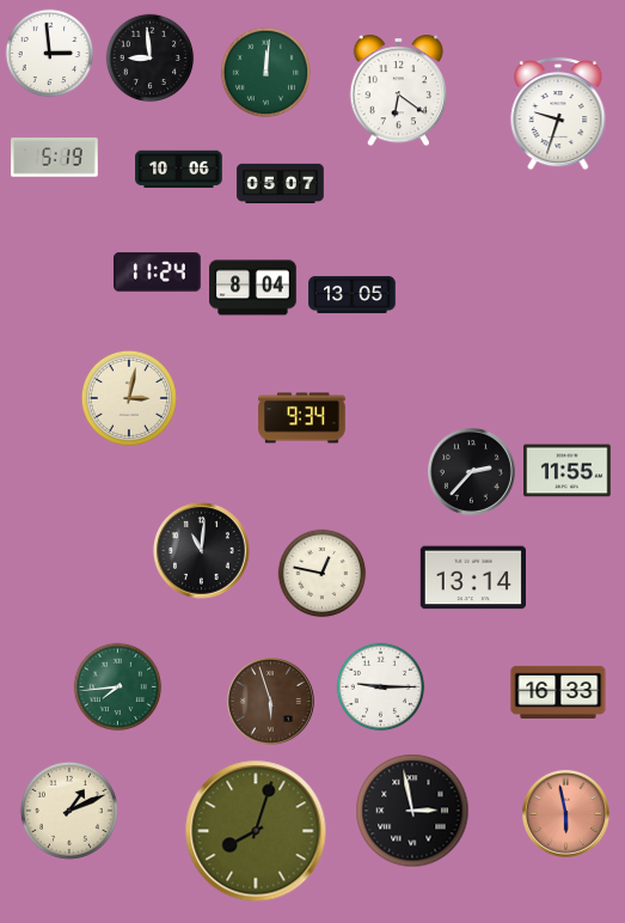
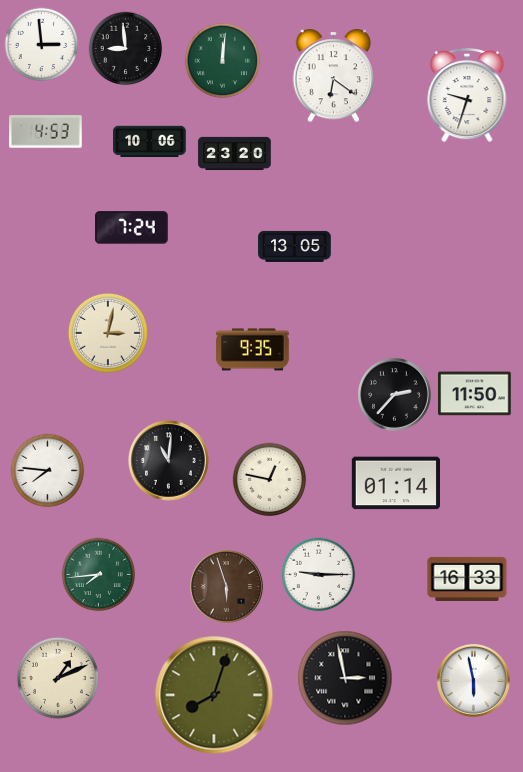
clock at (55, 158): 5:19 -> 4:53
clock at (281, 184): 05:07 -> 23:20
clock at (158, 273): 11:24 -> 7:24
clock at (253, 288): 8:04 -> none
clock at (302, 418): 9:34 -> 9:35
clock at (568, 471): 11:55 -> 11:50
clock at (48, 471): none -> 7:46
clock at (472, 577): 13:14 -> 01:14
clock at (565, 813) dial: salmon -> white
